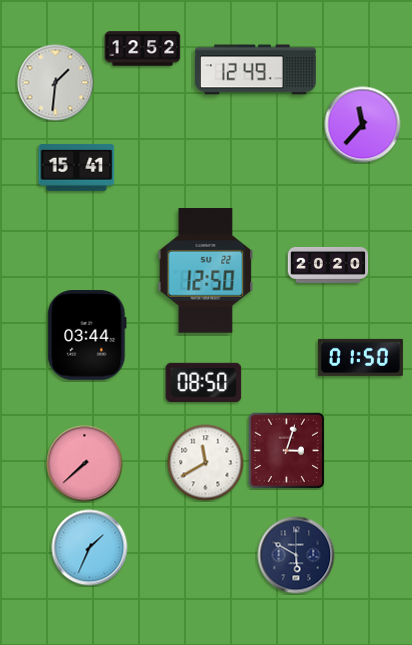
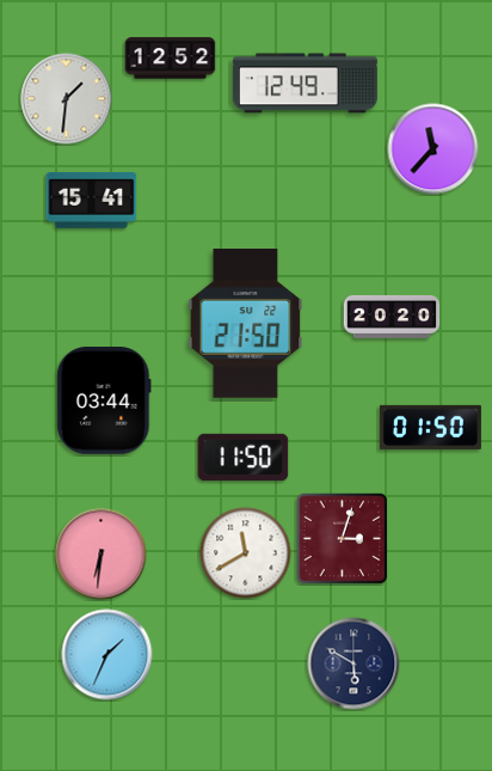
clock at (206, 271): 12:50 -> 21:50
clock at (204, 382): 08:50 -> 11:50
clock at (85, 464): 7:38 -> 6:31
